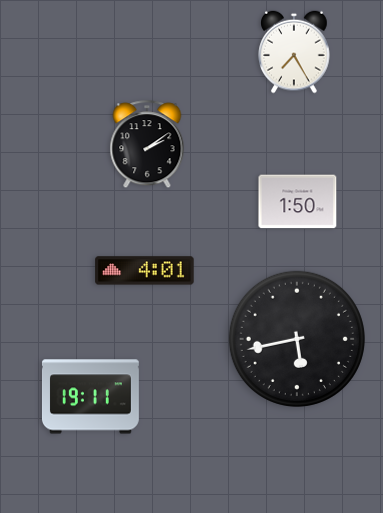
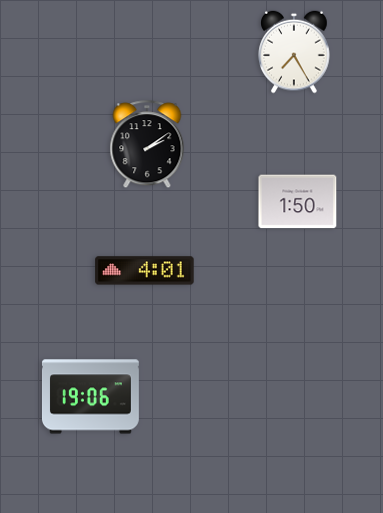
clock at (297, 339): 5:43 -> none
clock at (90, 397): 19:11 -> 19:06
